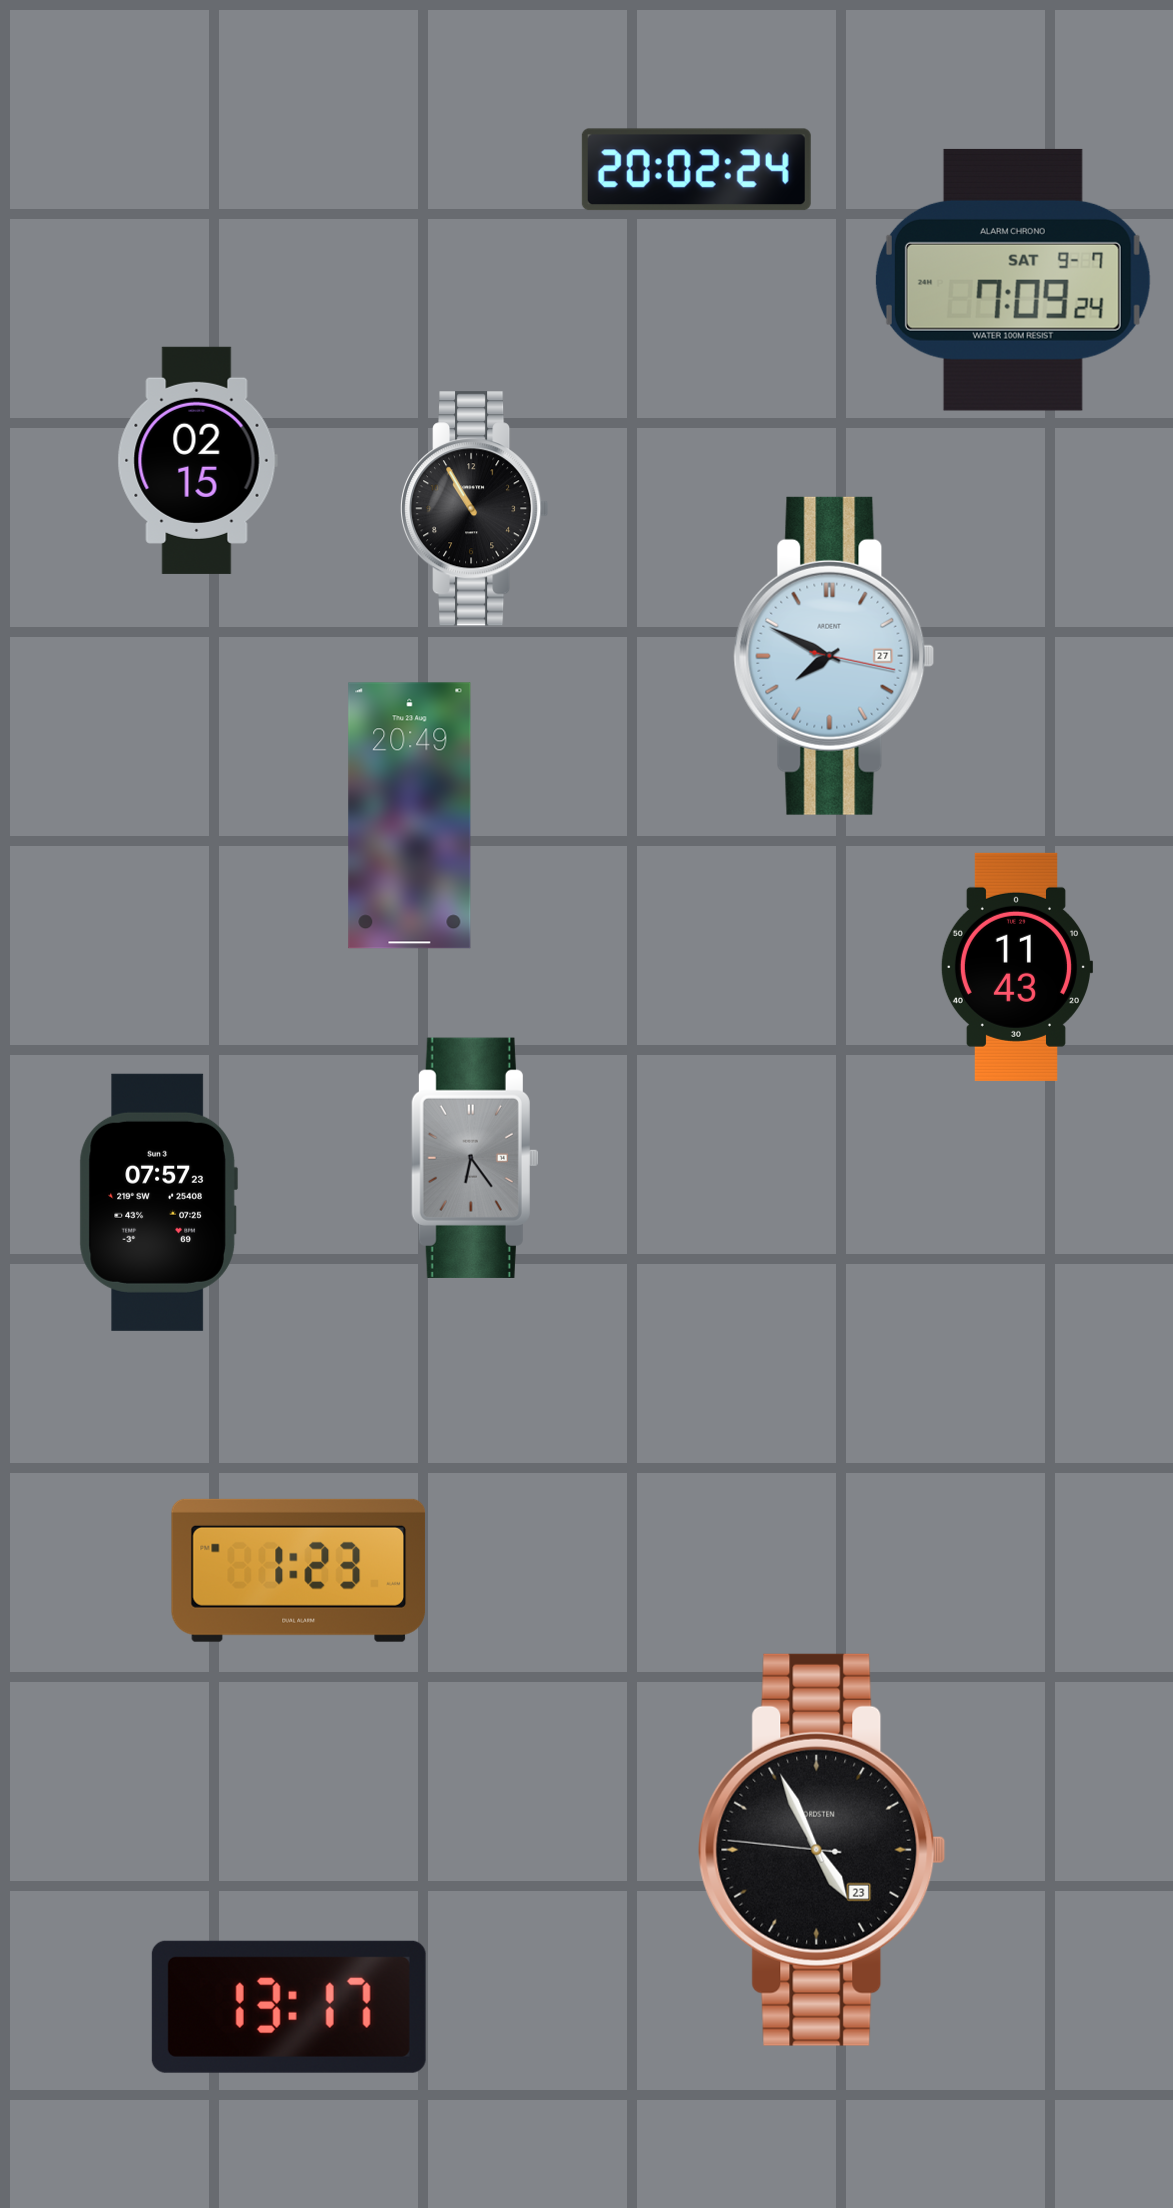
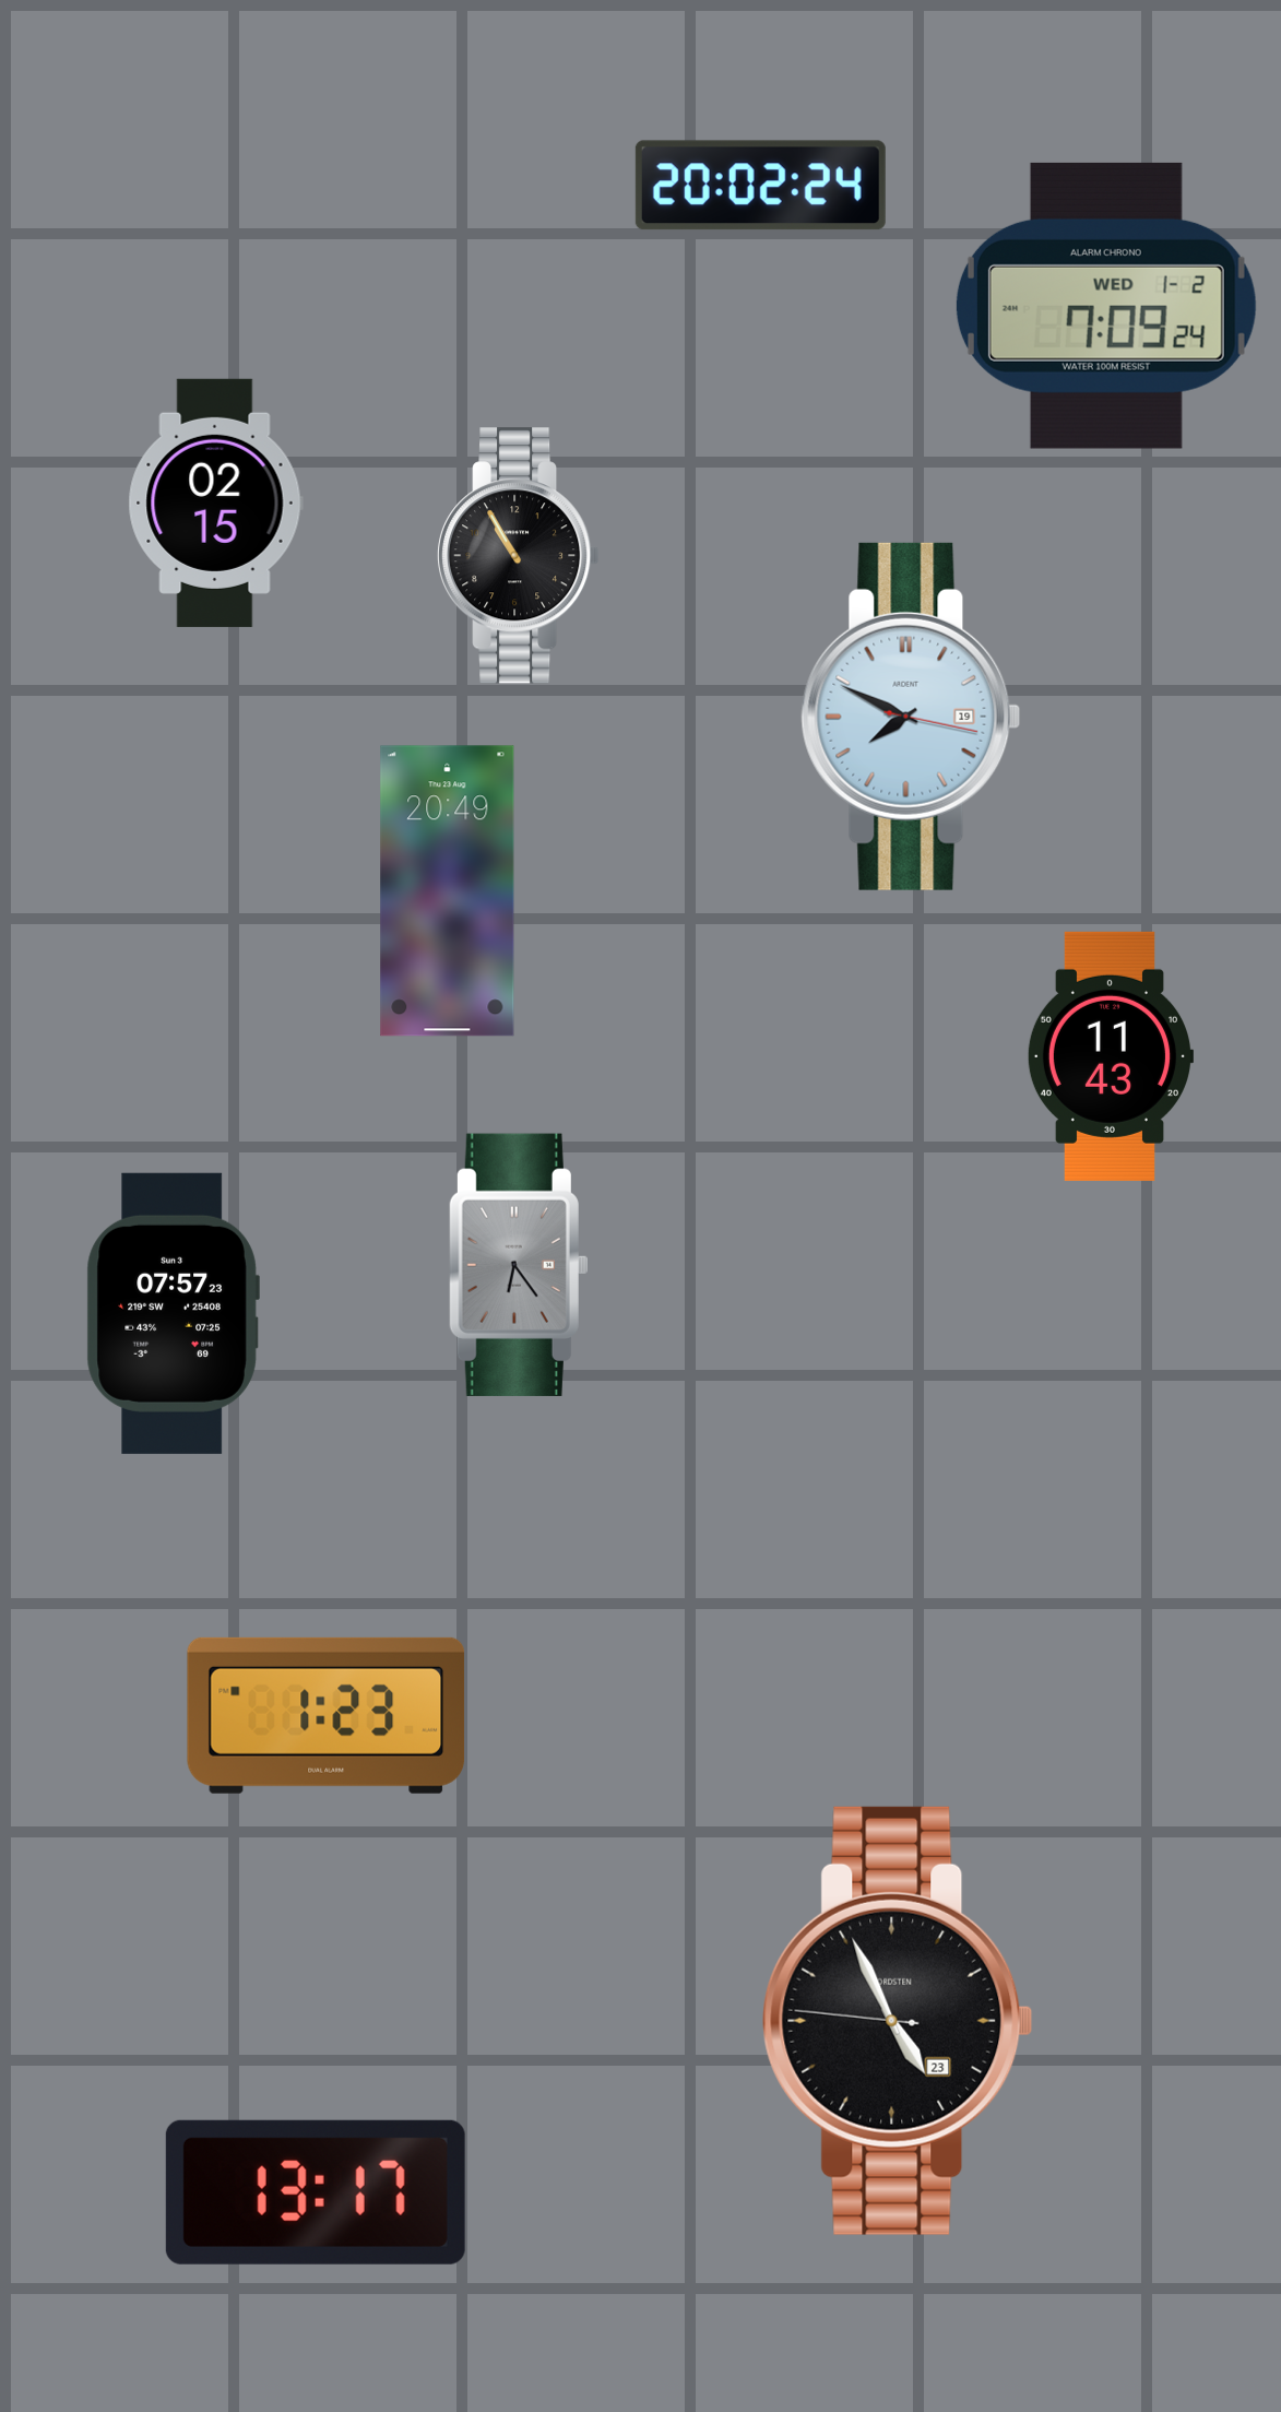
clock at (1013, 280) date: SAT 9-7 -> WED 1-2
clock at (834, 656) date: 27 -> 19
